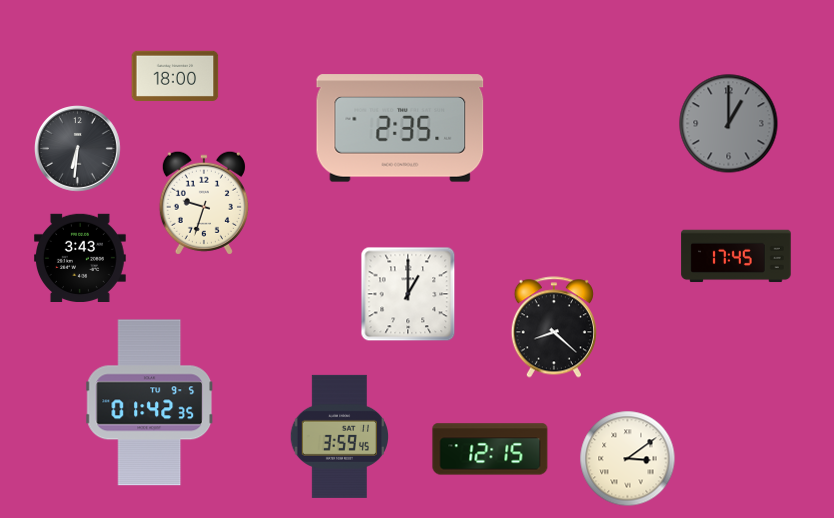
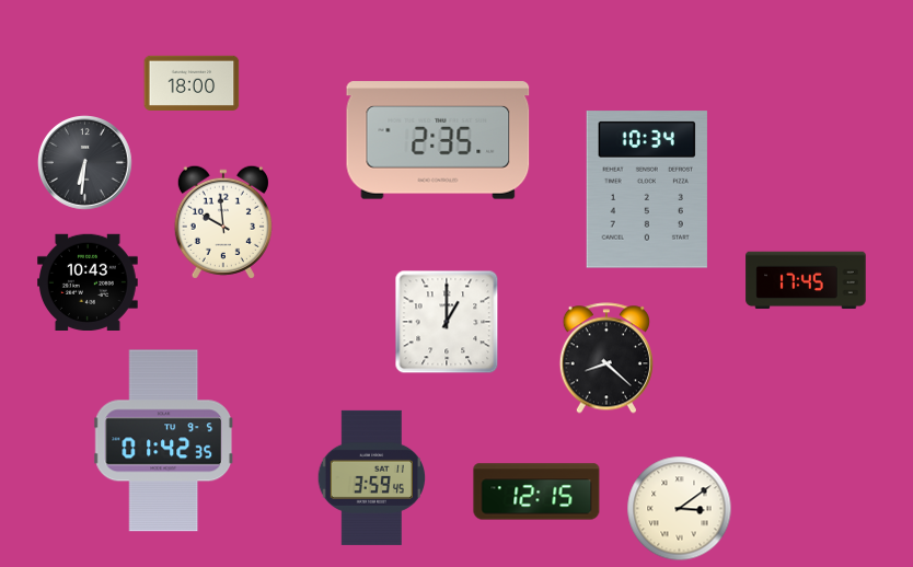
clock at (729, 124): 1:00 -> none
clock at (647, 189): none -> 10:34
clock at (204, 203): 9:33 -> 9:59
clock at (81, 257): 3:43 -> 10:43
clock at (628, 459) position: (628, 459) -> (680, 509)
